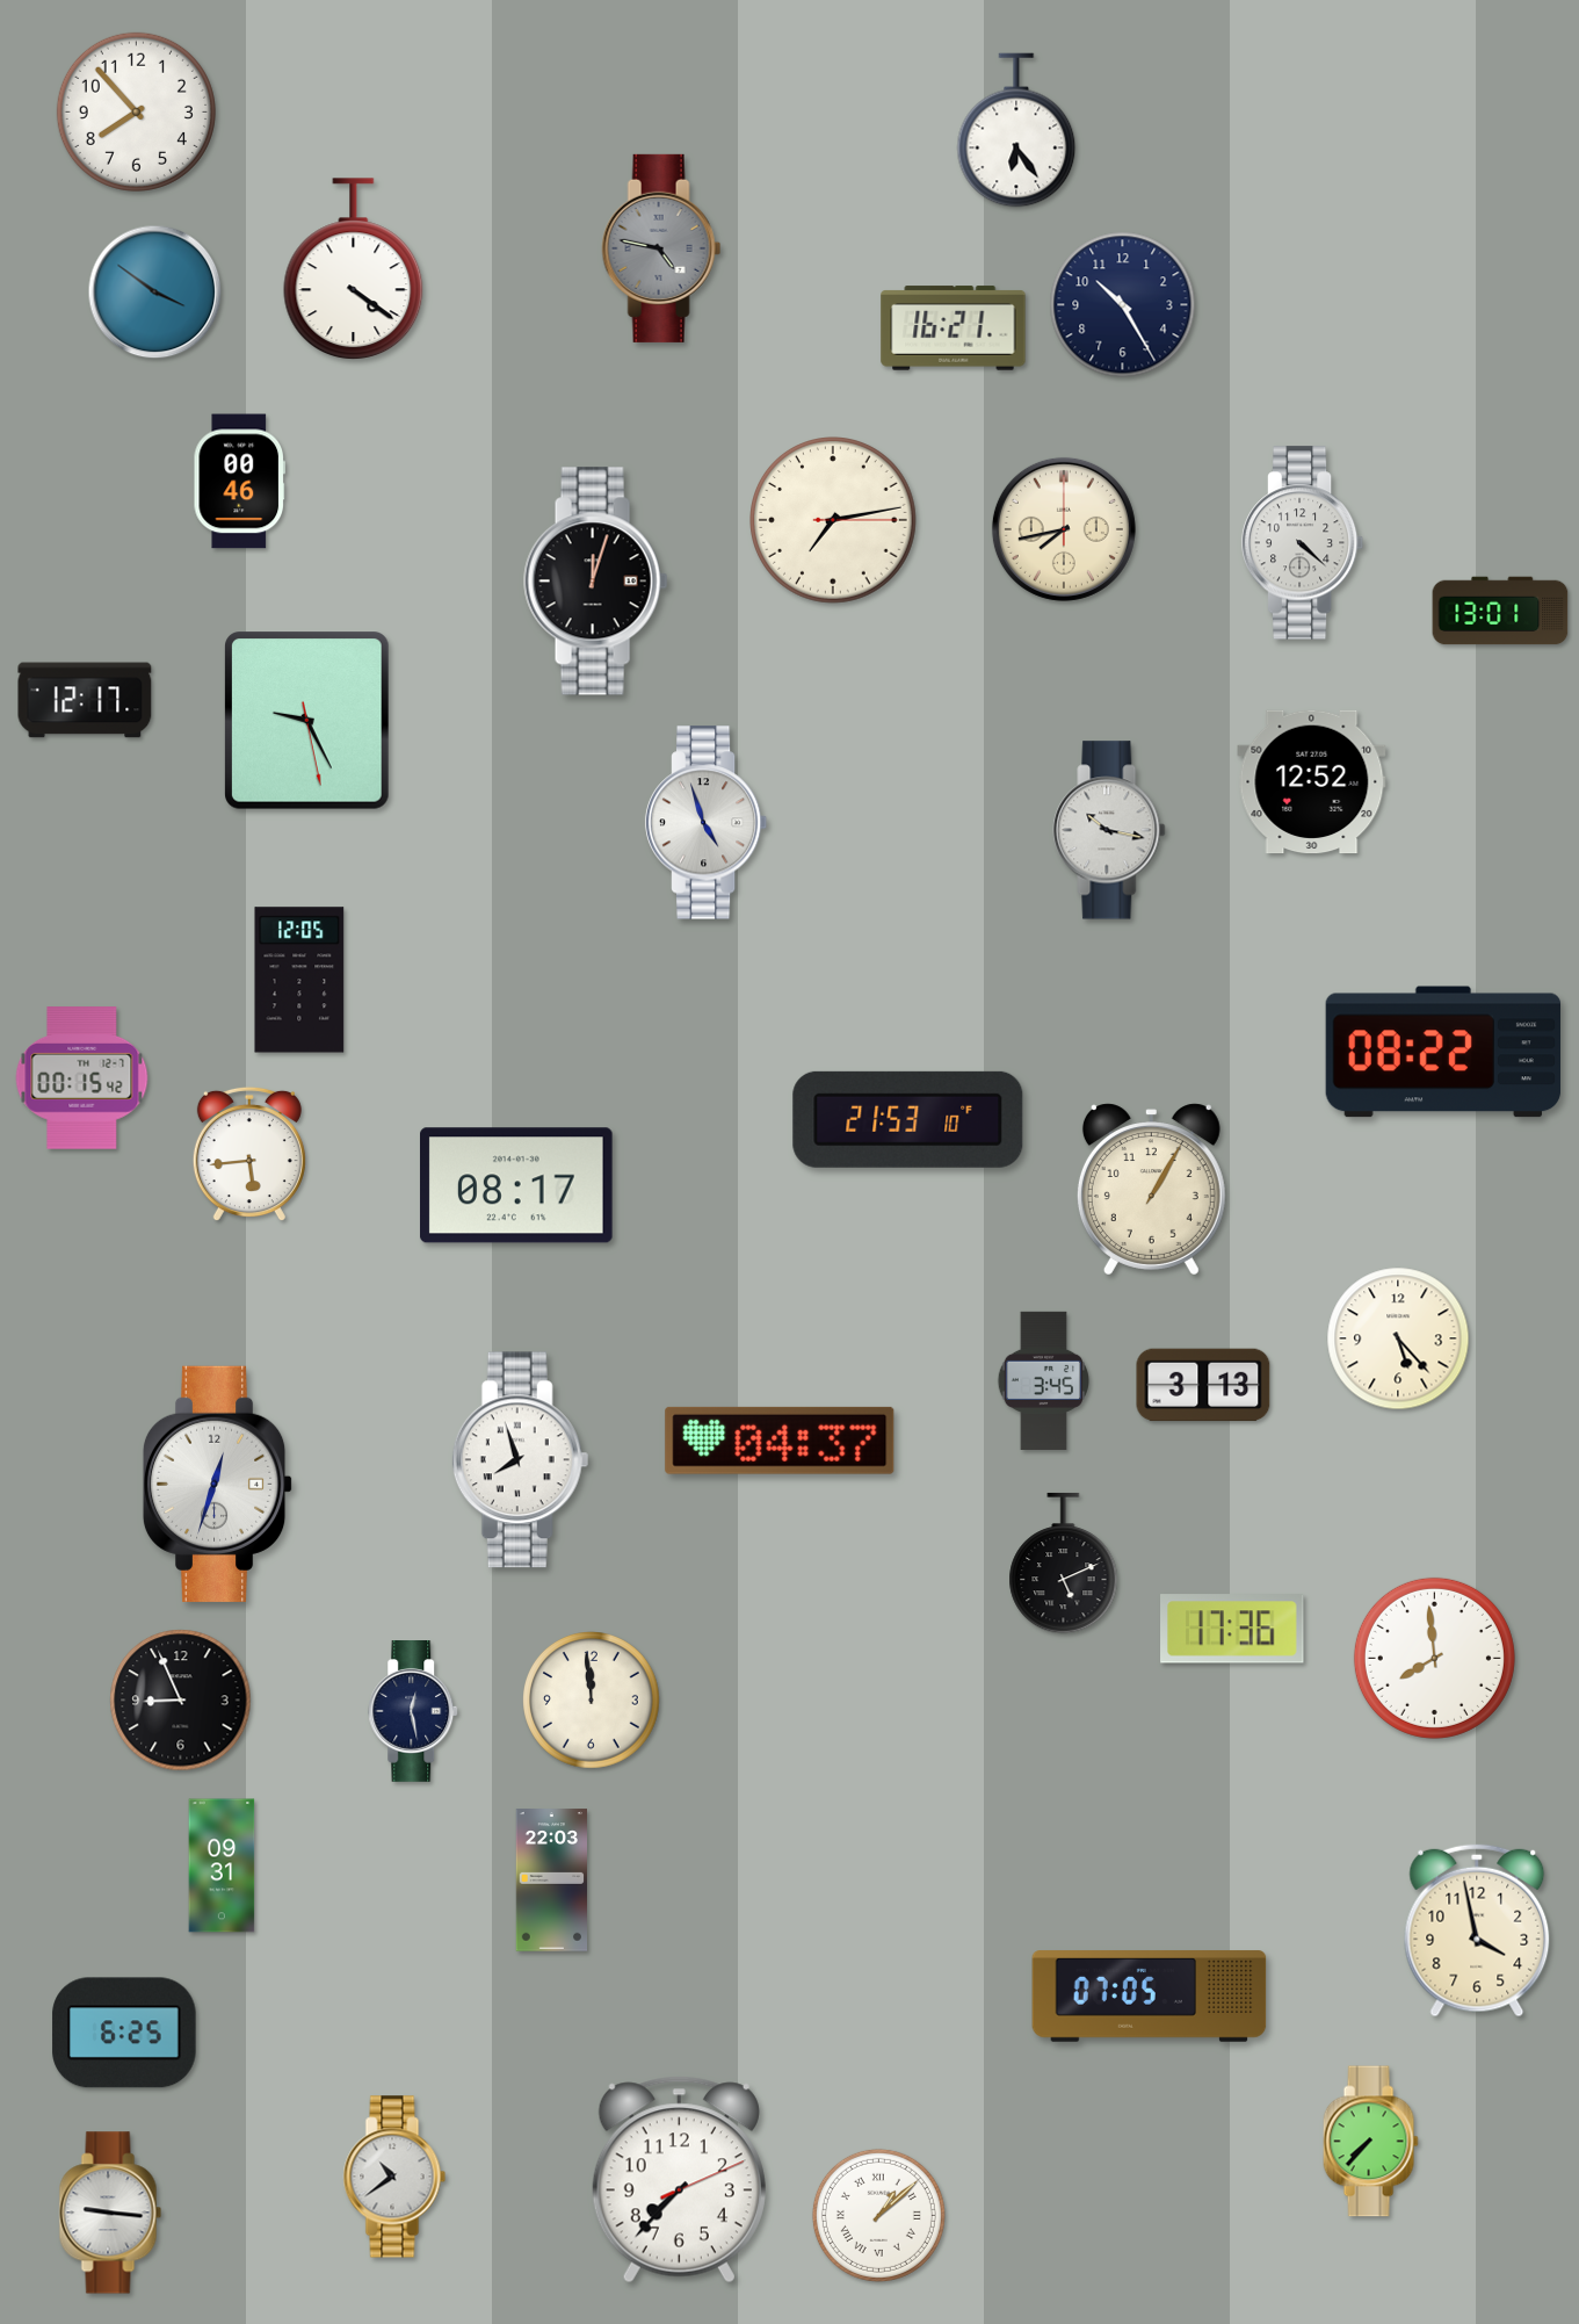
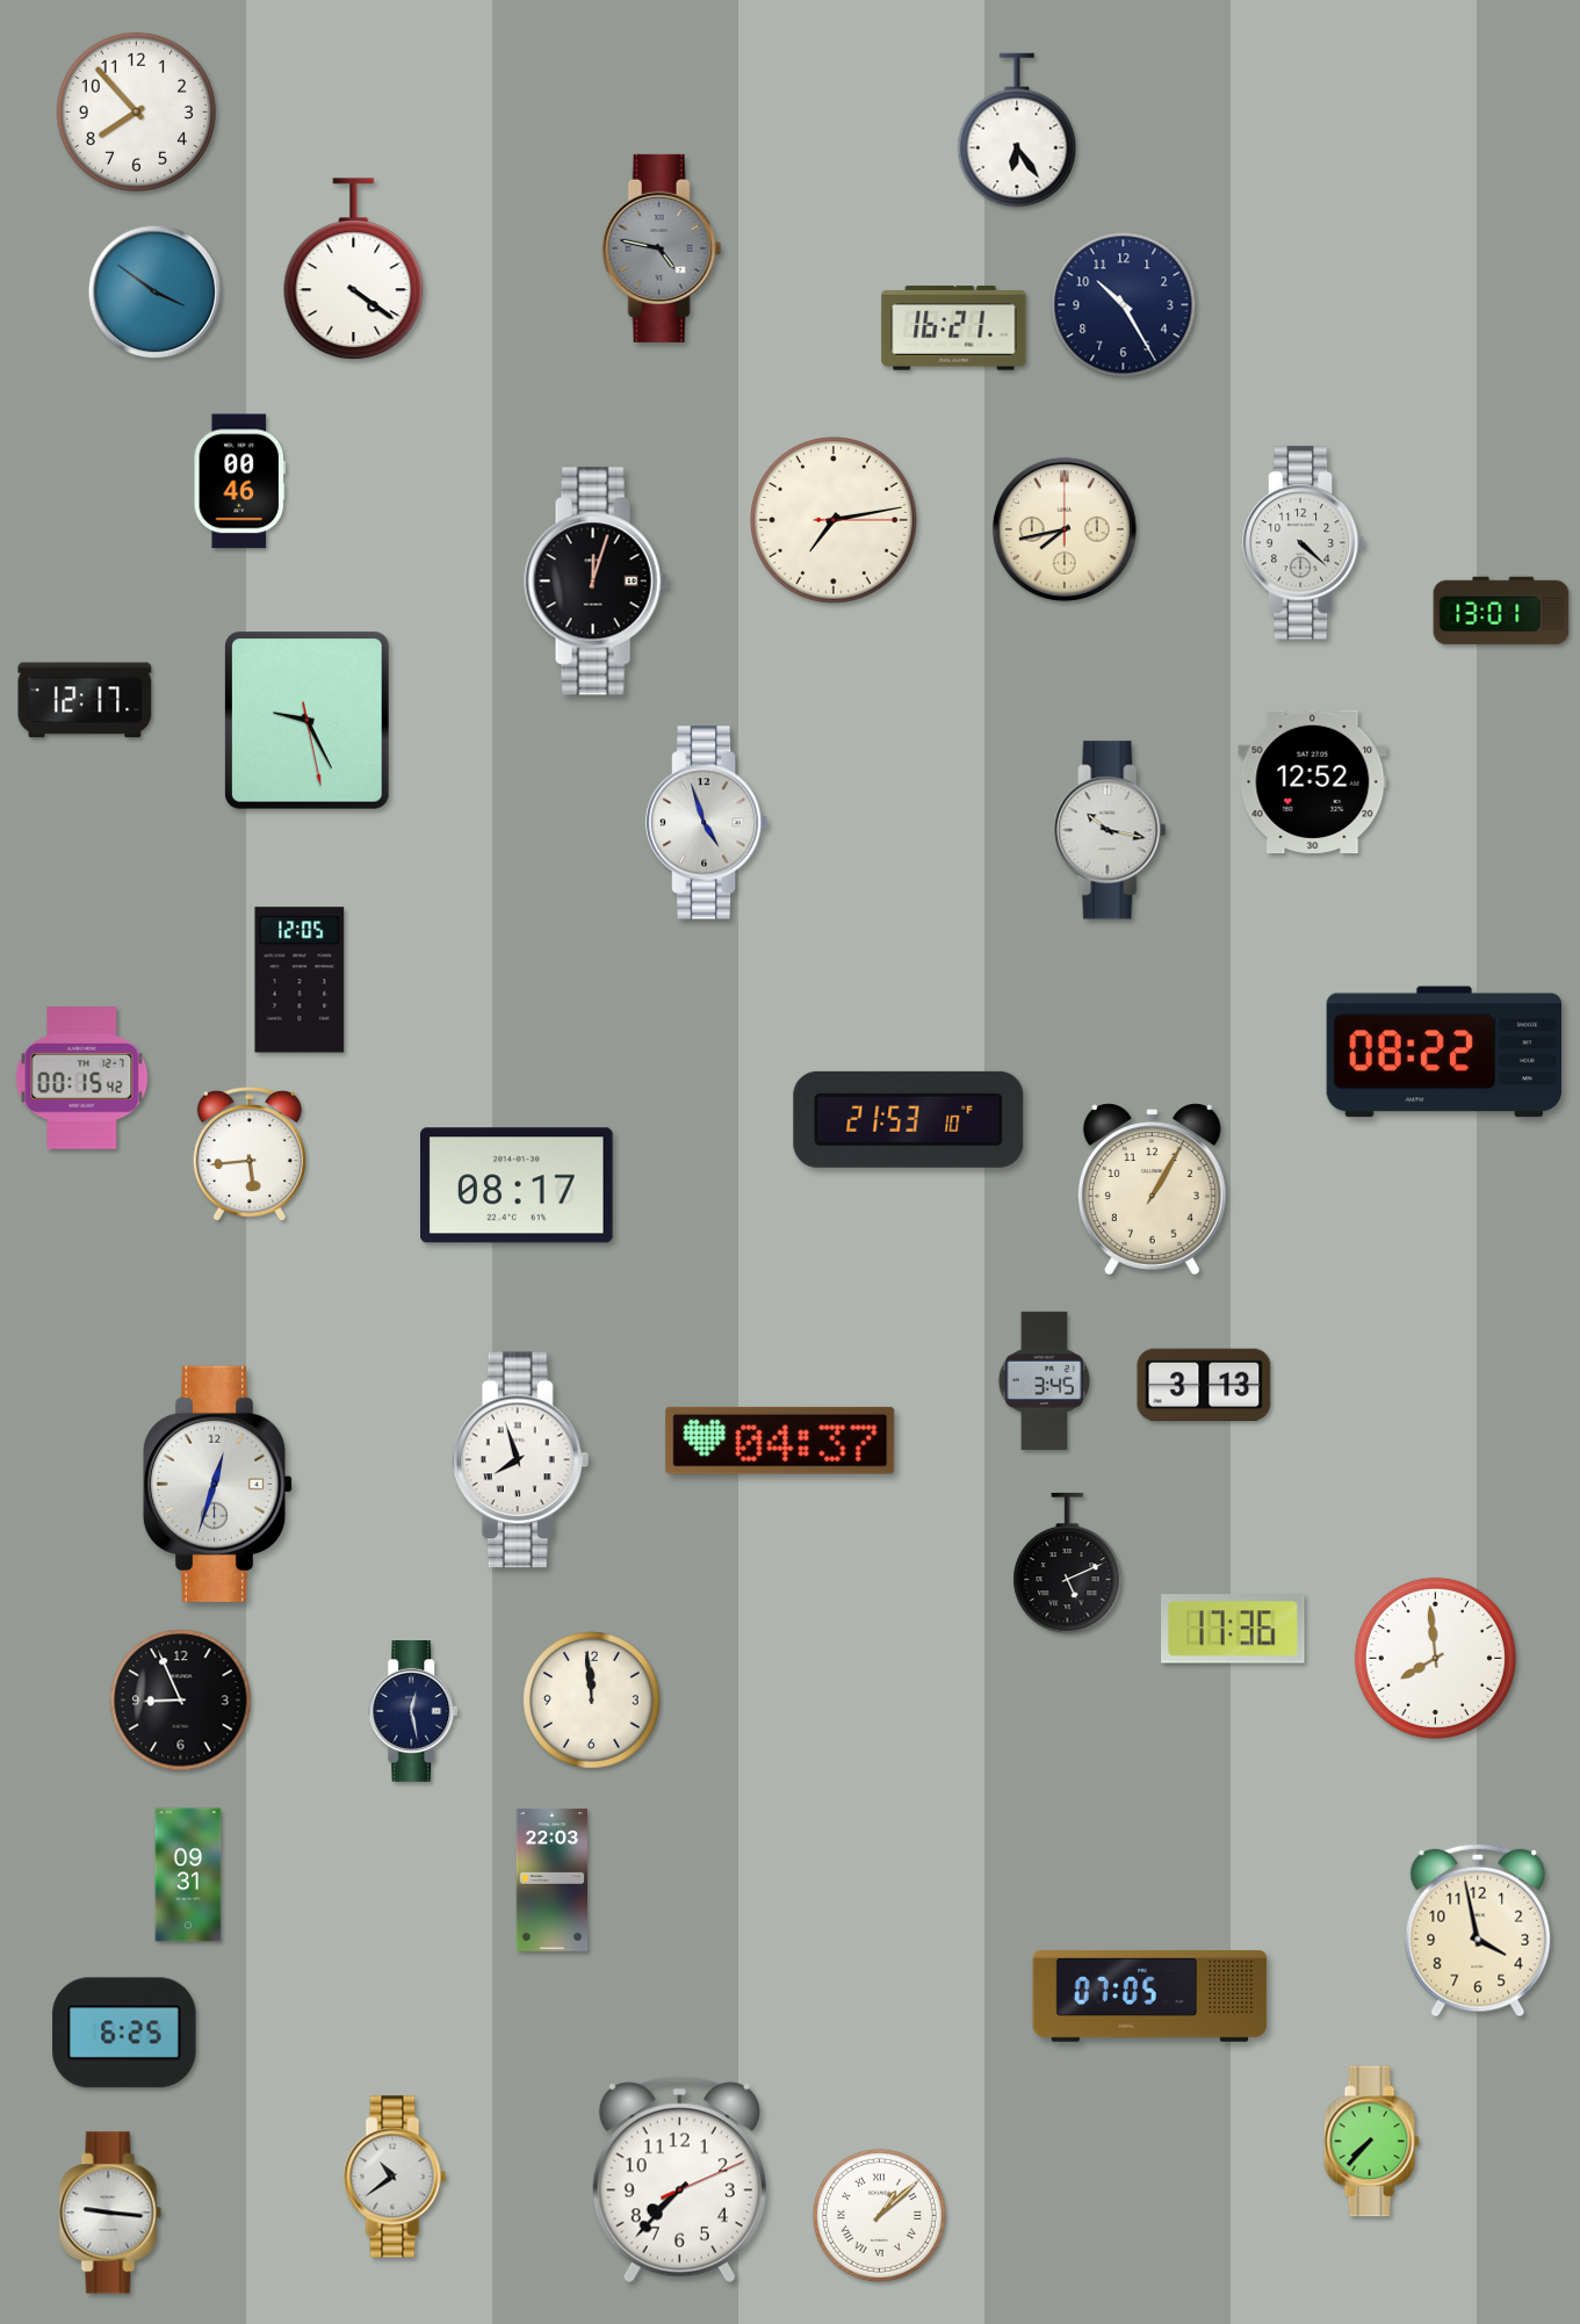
clock at (1398, 1338): 5:23 -> none
clock at (1064, 1564) position: (1064, 1564) -> (1068, 1564)
clock at (222, 1865) position: (222, 1865) -> (188, 1875)
